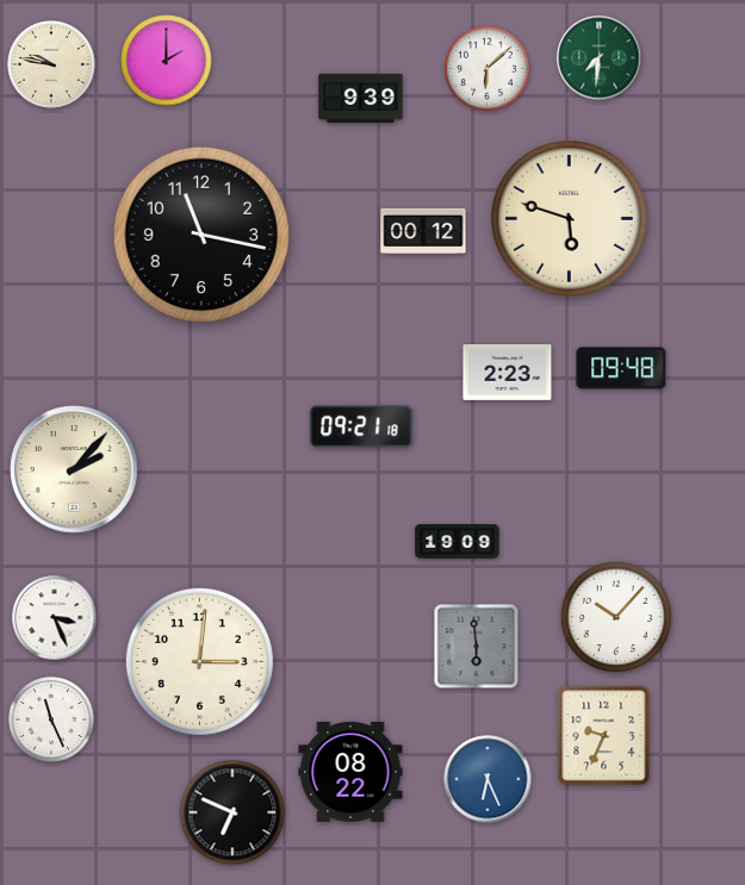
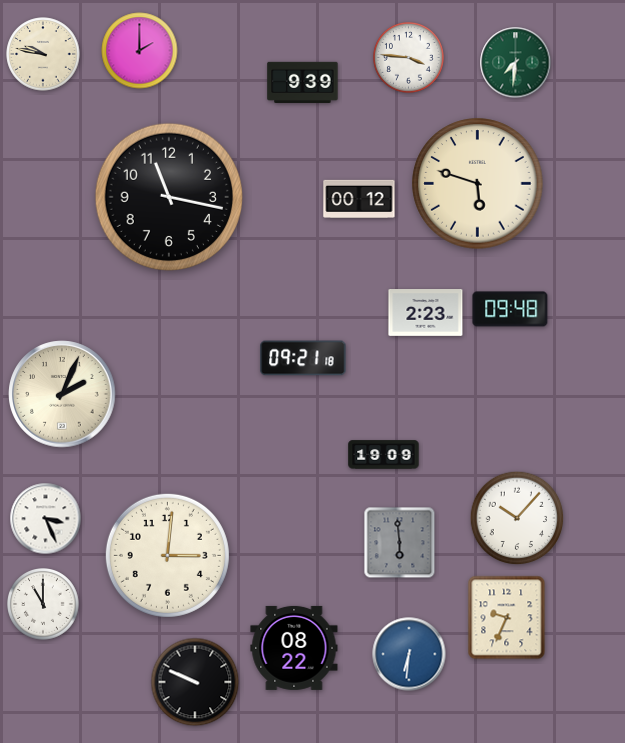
clock at (600, 58) position: (600, 58) -> (516, 63)
clock at (488, 69): 6:08 -> 3:46
clock at (423, 230) position: (423, 230) -> (359, 198)
clock at (621, 368) position: (621, 368) -> (510, 309)
clock at (74, 469): 2:07 -> 2:04
clock at (51, 719): 11:26 -> 11:00
clock at (488, 779): 6:26 -> 6:31
clock at (232, 812): 6:49 -> 9:49
